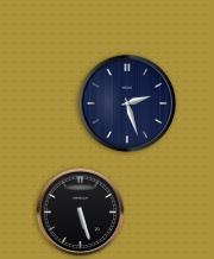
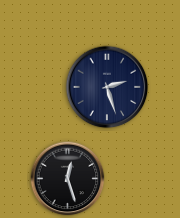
clock at (81, 213): 5:27 -> 12:27
